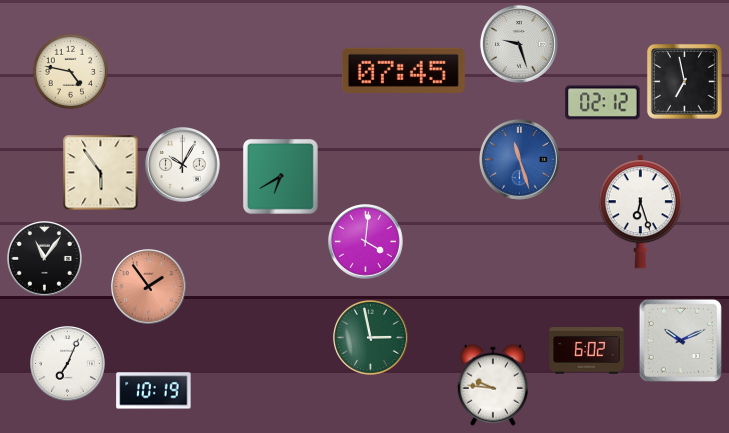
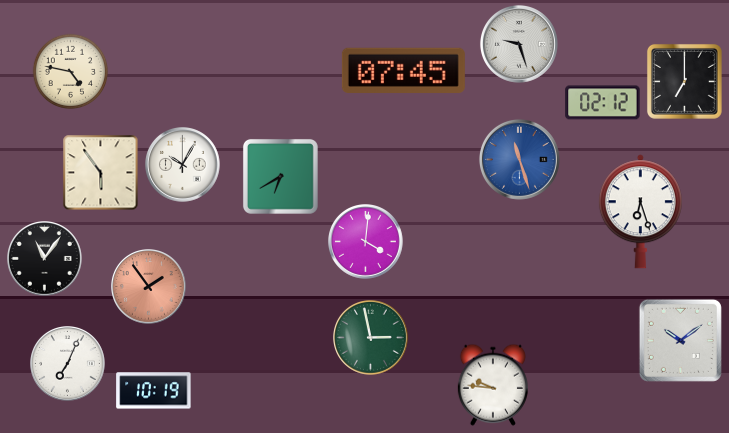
clock at (684, 81): 6:58 -> 7:00
clock at (680, 340): 10:11 -> 10:09
clock at (587, 351): 6:02 -> none
